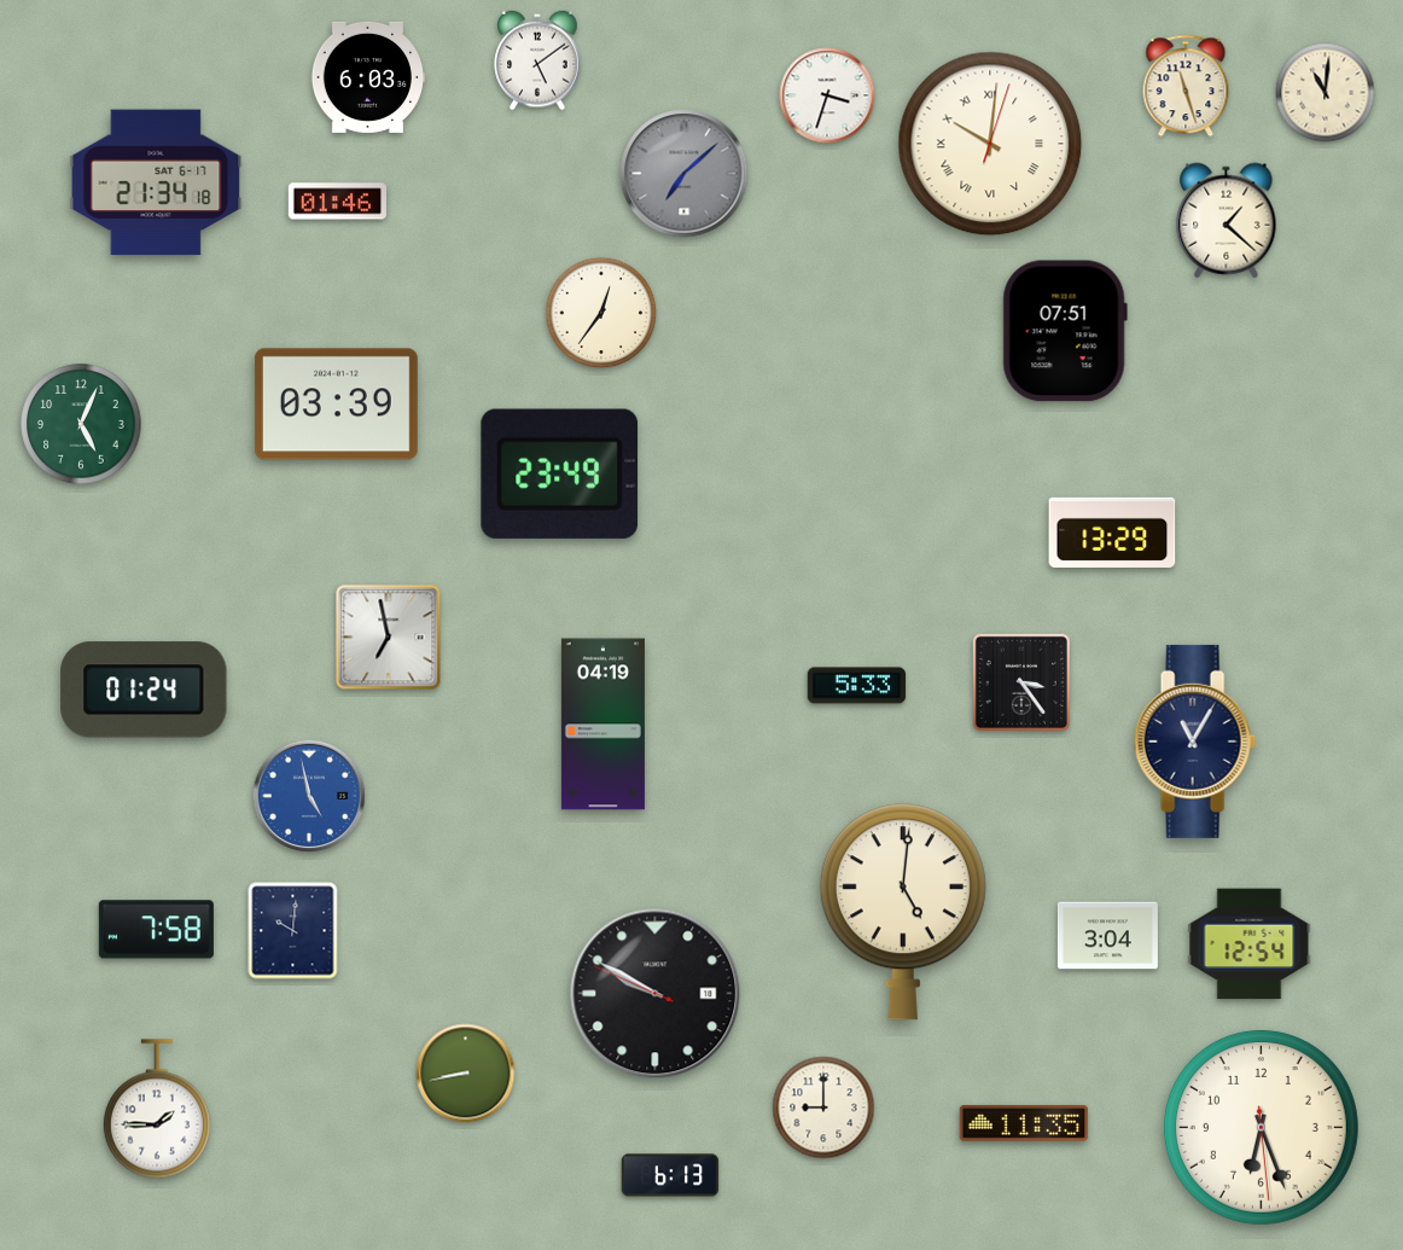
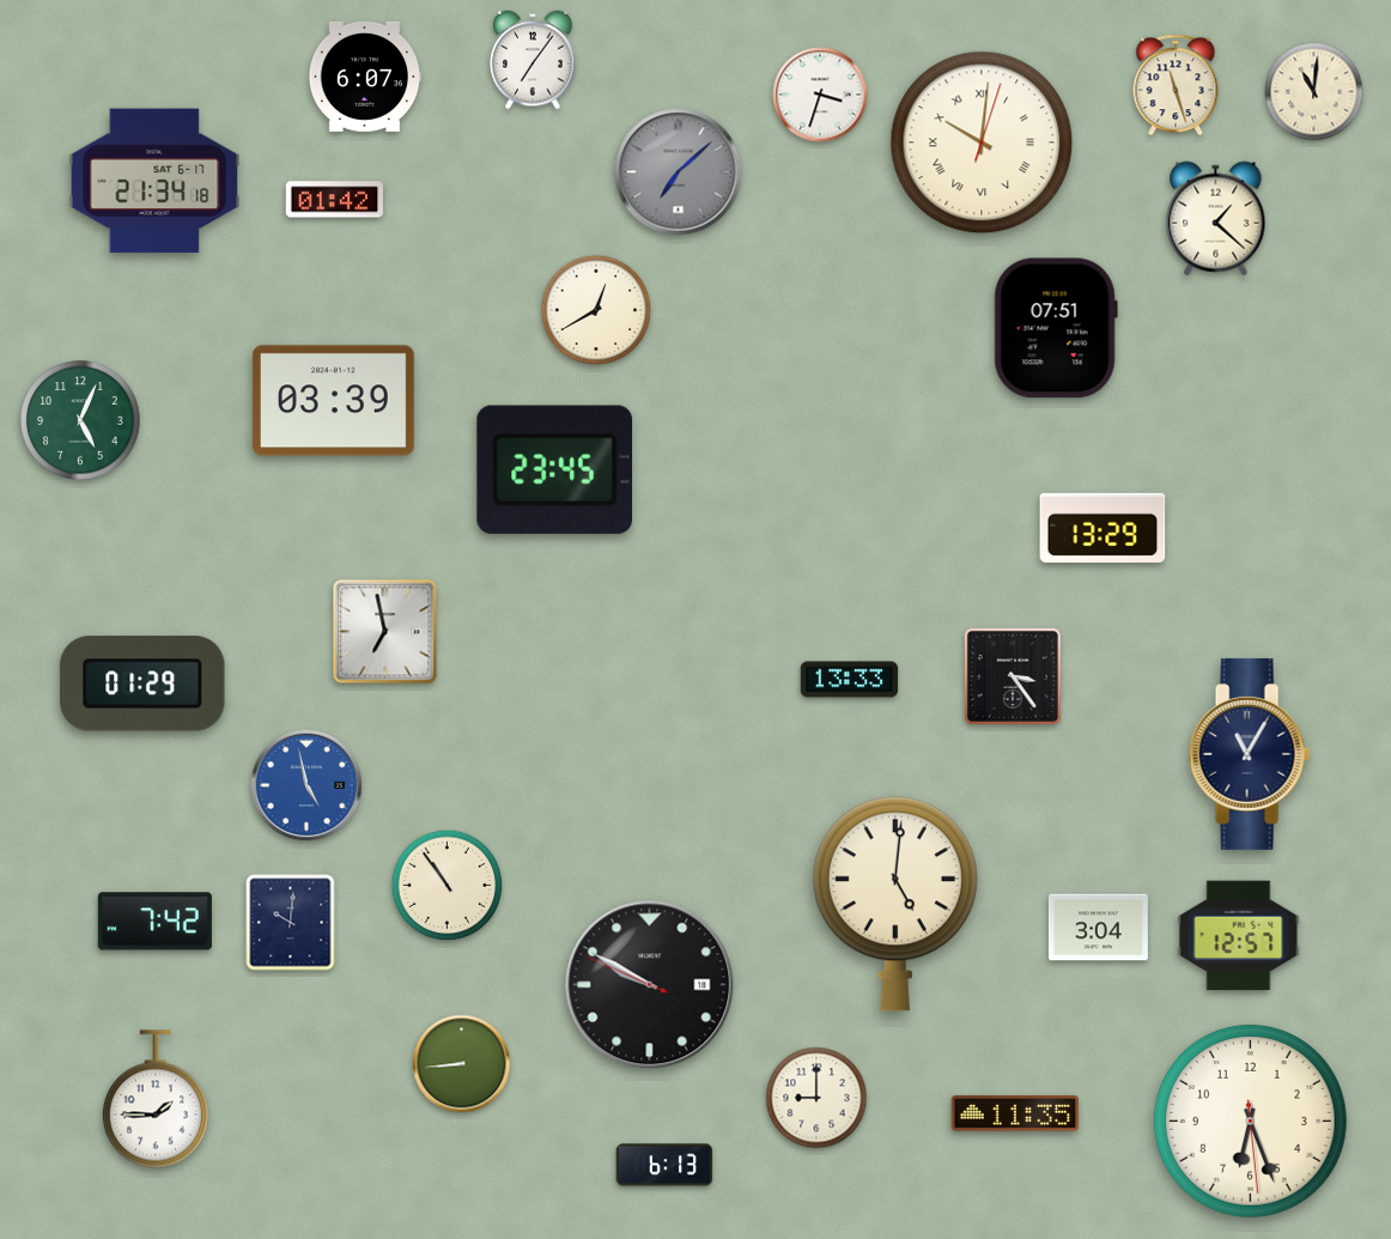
clock at (537, 60): 5:09 -> 7:06
clock at (367, 77): 6:03 -> 6:07
clock at (337, 202): 01:46 -> 01:42
clock at (601, 313): 12:36 -> 12:40
clock at (559, 473): 23:49 -> 23:45
clock at (857, 686): 5:33 -> 13:33
clock at (144, 690): 01:24 -> 01:29
clock at (602, 725): 04:19 -> none
clock at (1195, 742) position: (1195, 742) -> (1250, 754)
clock at (309, 796) position: (309, 796) -> (306, 785)
clock at (448, 886): none -> 10:54
clock at (156, 930): 7:58 -> 7:42
clock at (1250, 944): 12:54 -> 12:57
clock at (466, 1074): 8:43 -> 8:44
clock at (1261, 1127) position: (1261, 1127) -> (1250, 1120)
